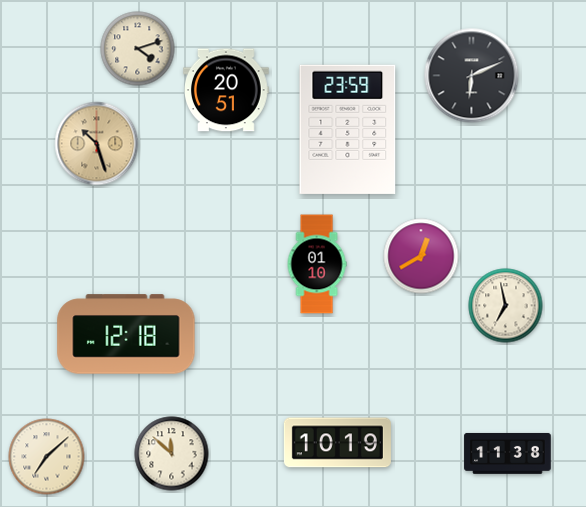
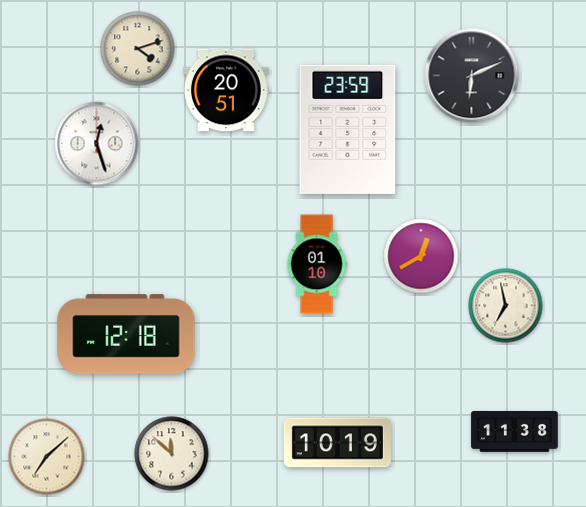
clock at (97, 144): 10:27 -> 12:27
clock at (97, 144) dial: champagne -> white
clock at (508, 453) position: (508, 453) -> (515, 431)
